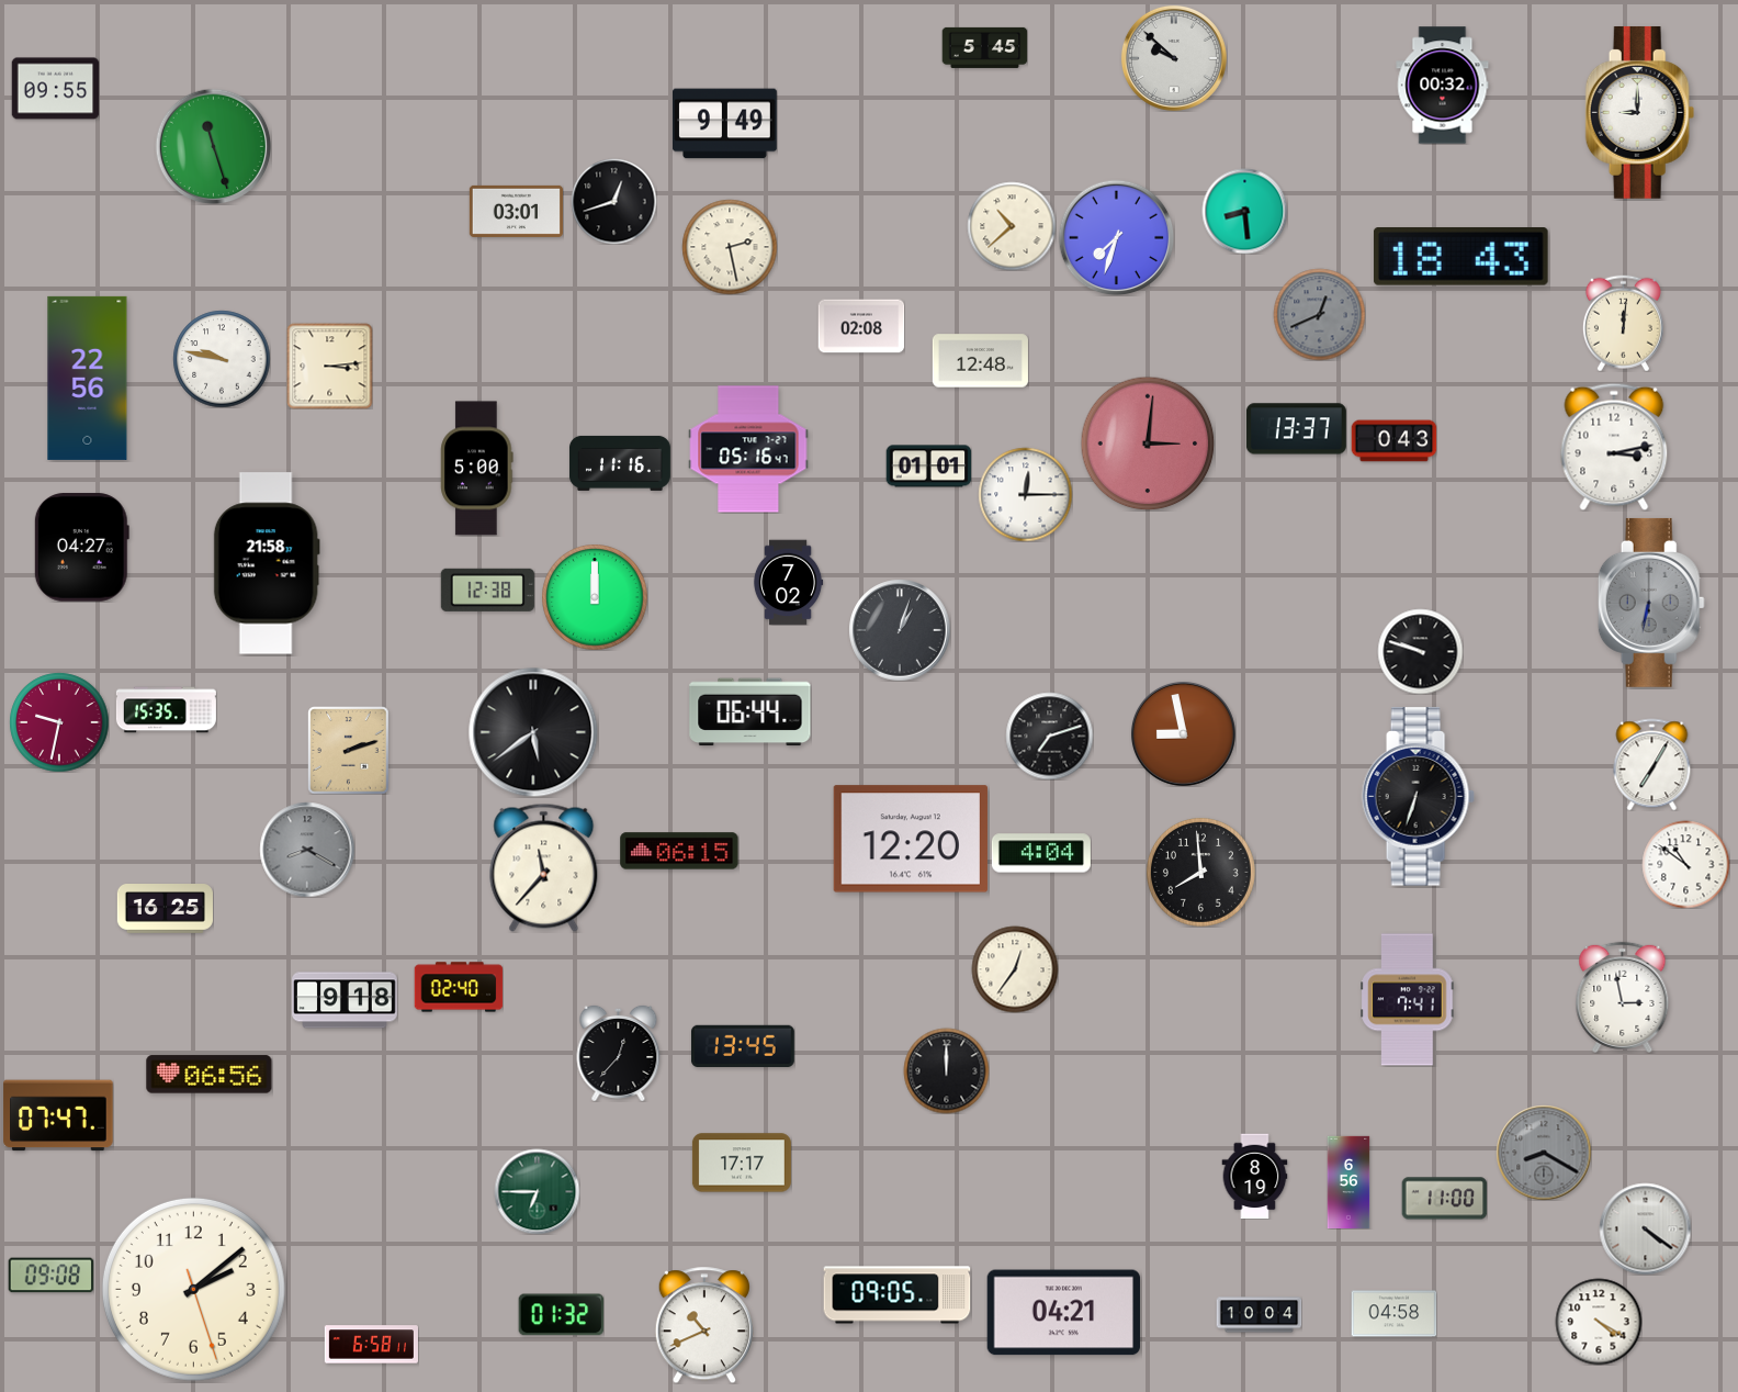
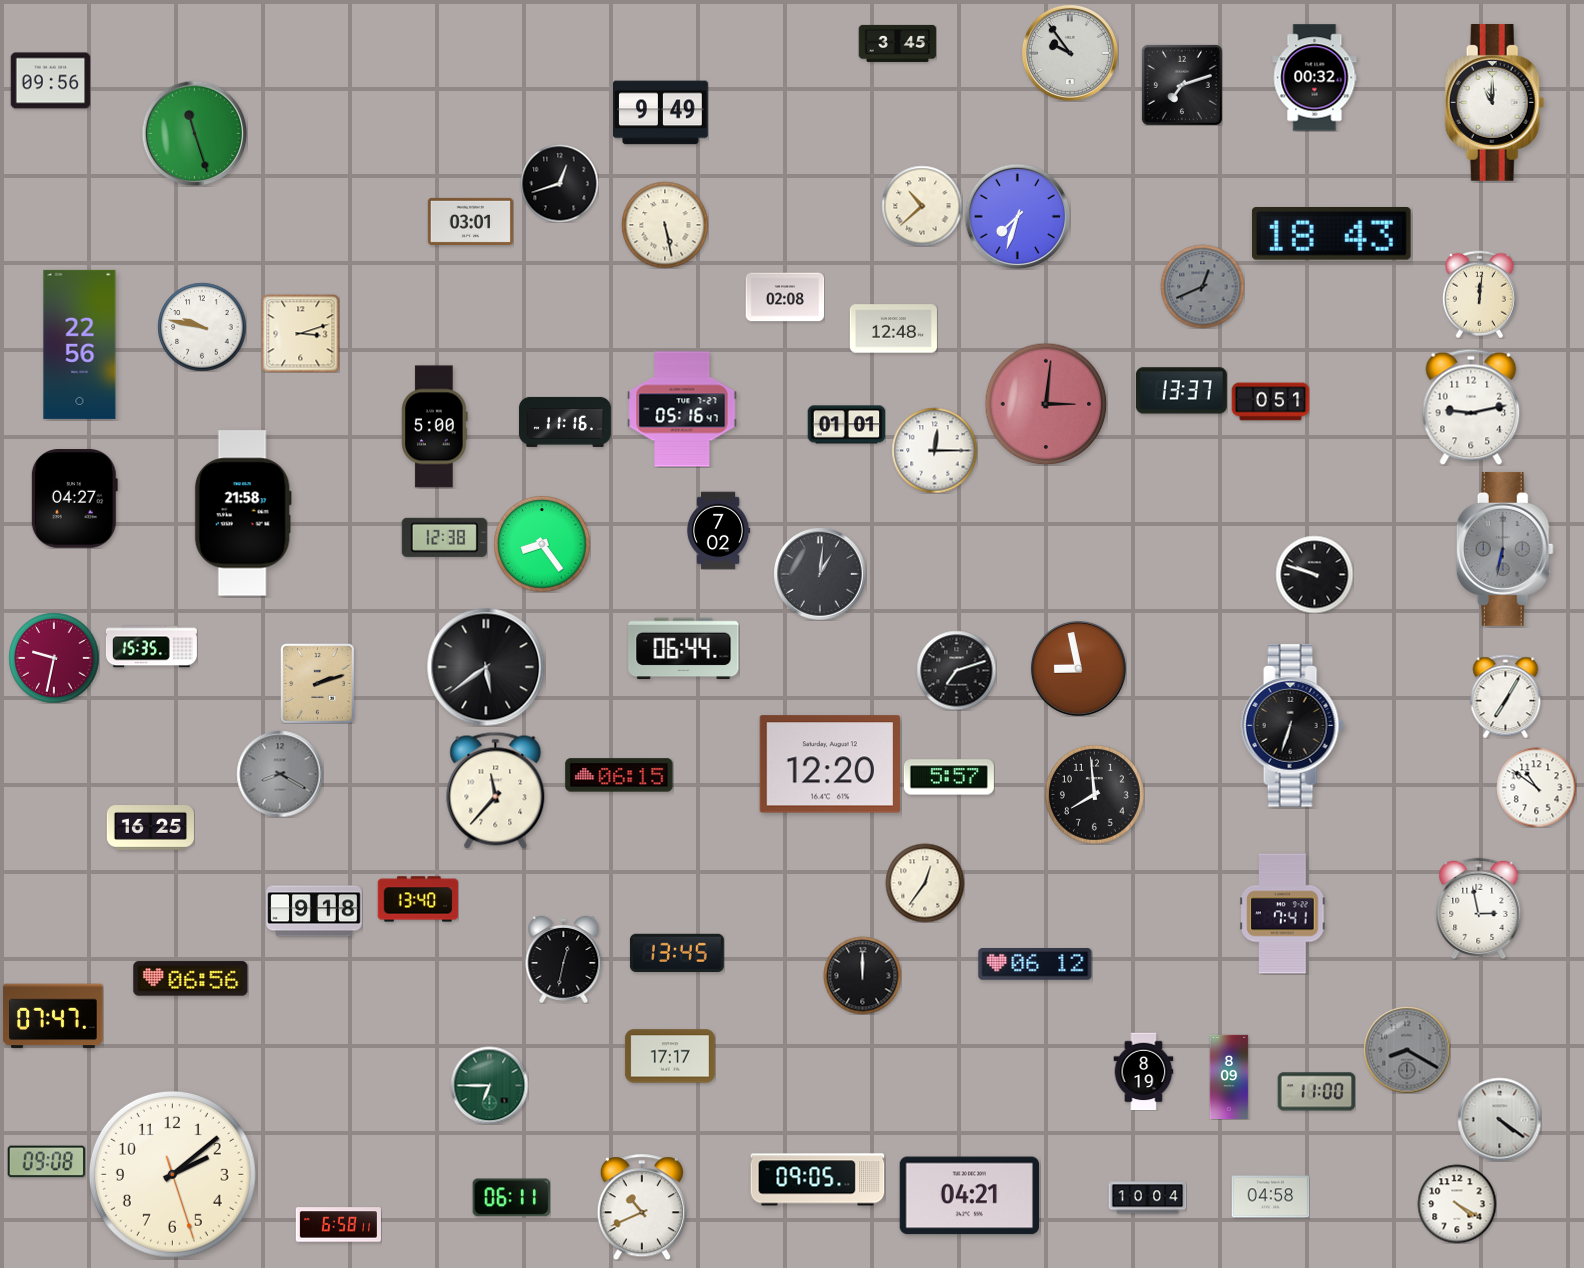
clock at (984, 47): 5:45 -> 3:45
clock at (1174, 58): 9:52 -> 9:54
clock at (55, 89): 09:55 -> 09:56
clock at (1182, 85): none -> 7:12
clock at (1640, 112): 9:00 -> 11:00
clock at (516, 211) position: (516, 211) -> (470, 221)
clock at (1244, 211): 8:29 -> none
clock at (730, 247): 2:28 -> 5:28
clock at (329, 366): 3:14 -> 3:12
clock at (1393, 441): 0:43 -> 0:51
clock at (1614, 447): 3:13 -> 9:13
clock at (595, 597): 12:00 -> 8:24
clock at (900, 630): 1:03 -> 1:01
clock at (1420, 651) position: (1420, 651) -> (1314, 574)
clock at (1041, 853): 4:04 -> 5:57
clock at (459, 987): 02:40 -> 13:40
clock at (1408, 1000) position: (1408, 1000) -> (1283, 914)
clock at (619, 1053): 12:37 -> 12:32
clock at (1035, 965): none -> 06:12
clock at (742, 1163) position: (742, 1163) -> (670, 1056)
clock at (1348, 1182): 6:56 -> 8:09
clock at (193, 1289) position: (193, 1289) -> (172, 1174)
clock at (561, 1315): 01:32 -> 06:11
